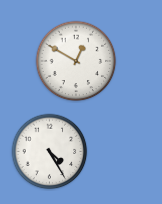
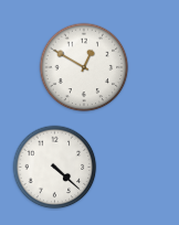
clock at (50, 152): 4:25 -> 4:22
